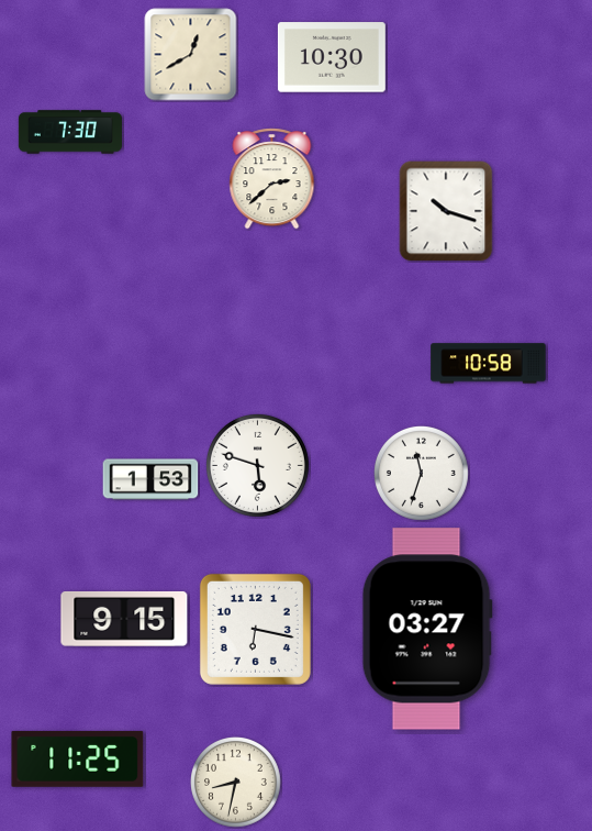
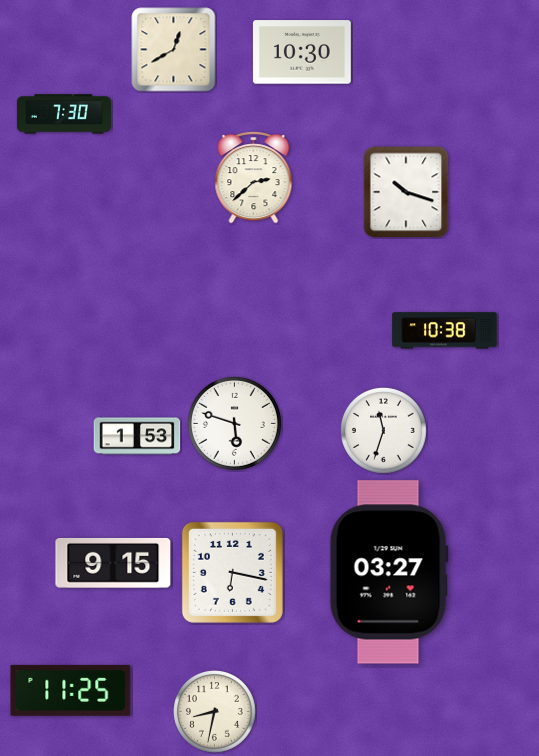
clock at (70, 132) position: (70, 132) -> (64, 114)
clock at (272, 179) position: (272, 179) -> (254, 178)
clock at (489, 364): 10:58 -> 10:38
